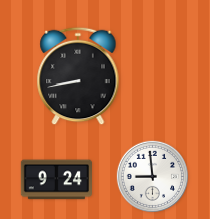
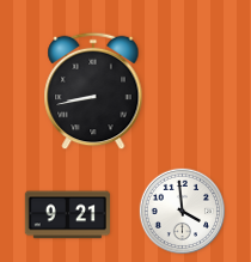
clock at (153, 177): 8:59 -> 3:59
clock at (56, 180): 9:24 -> 9:21
